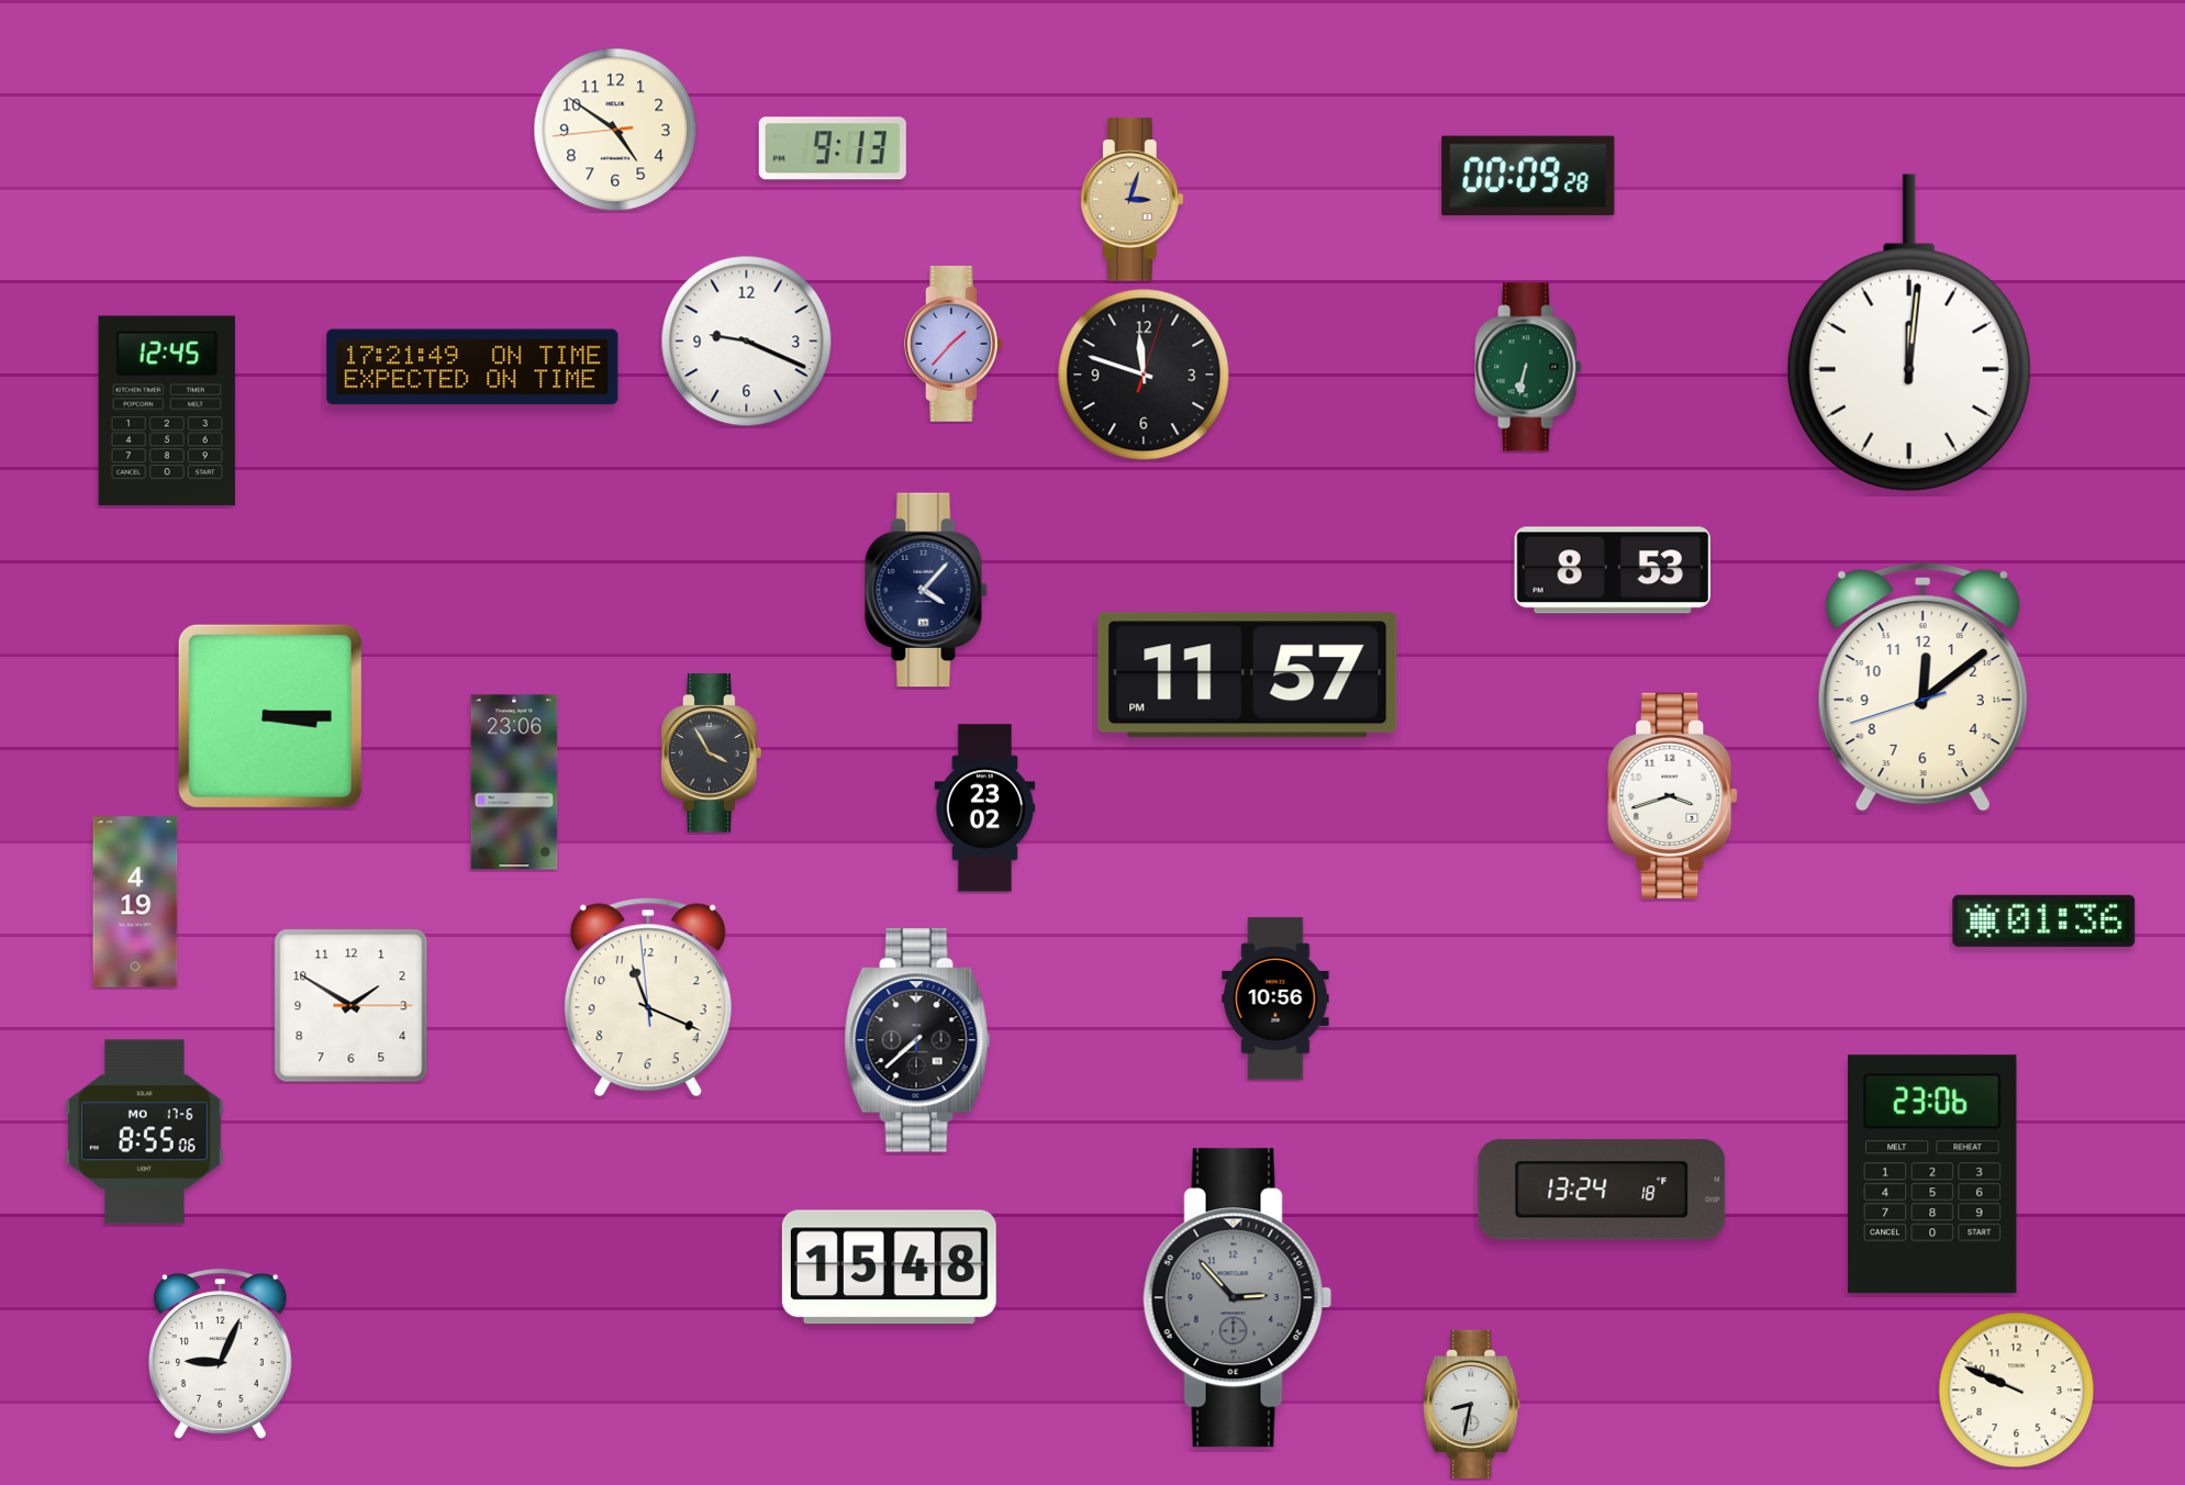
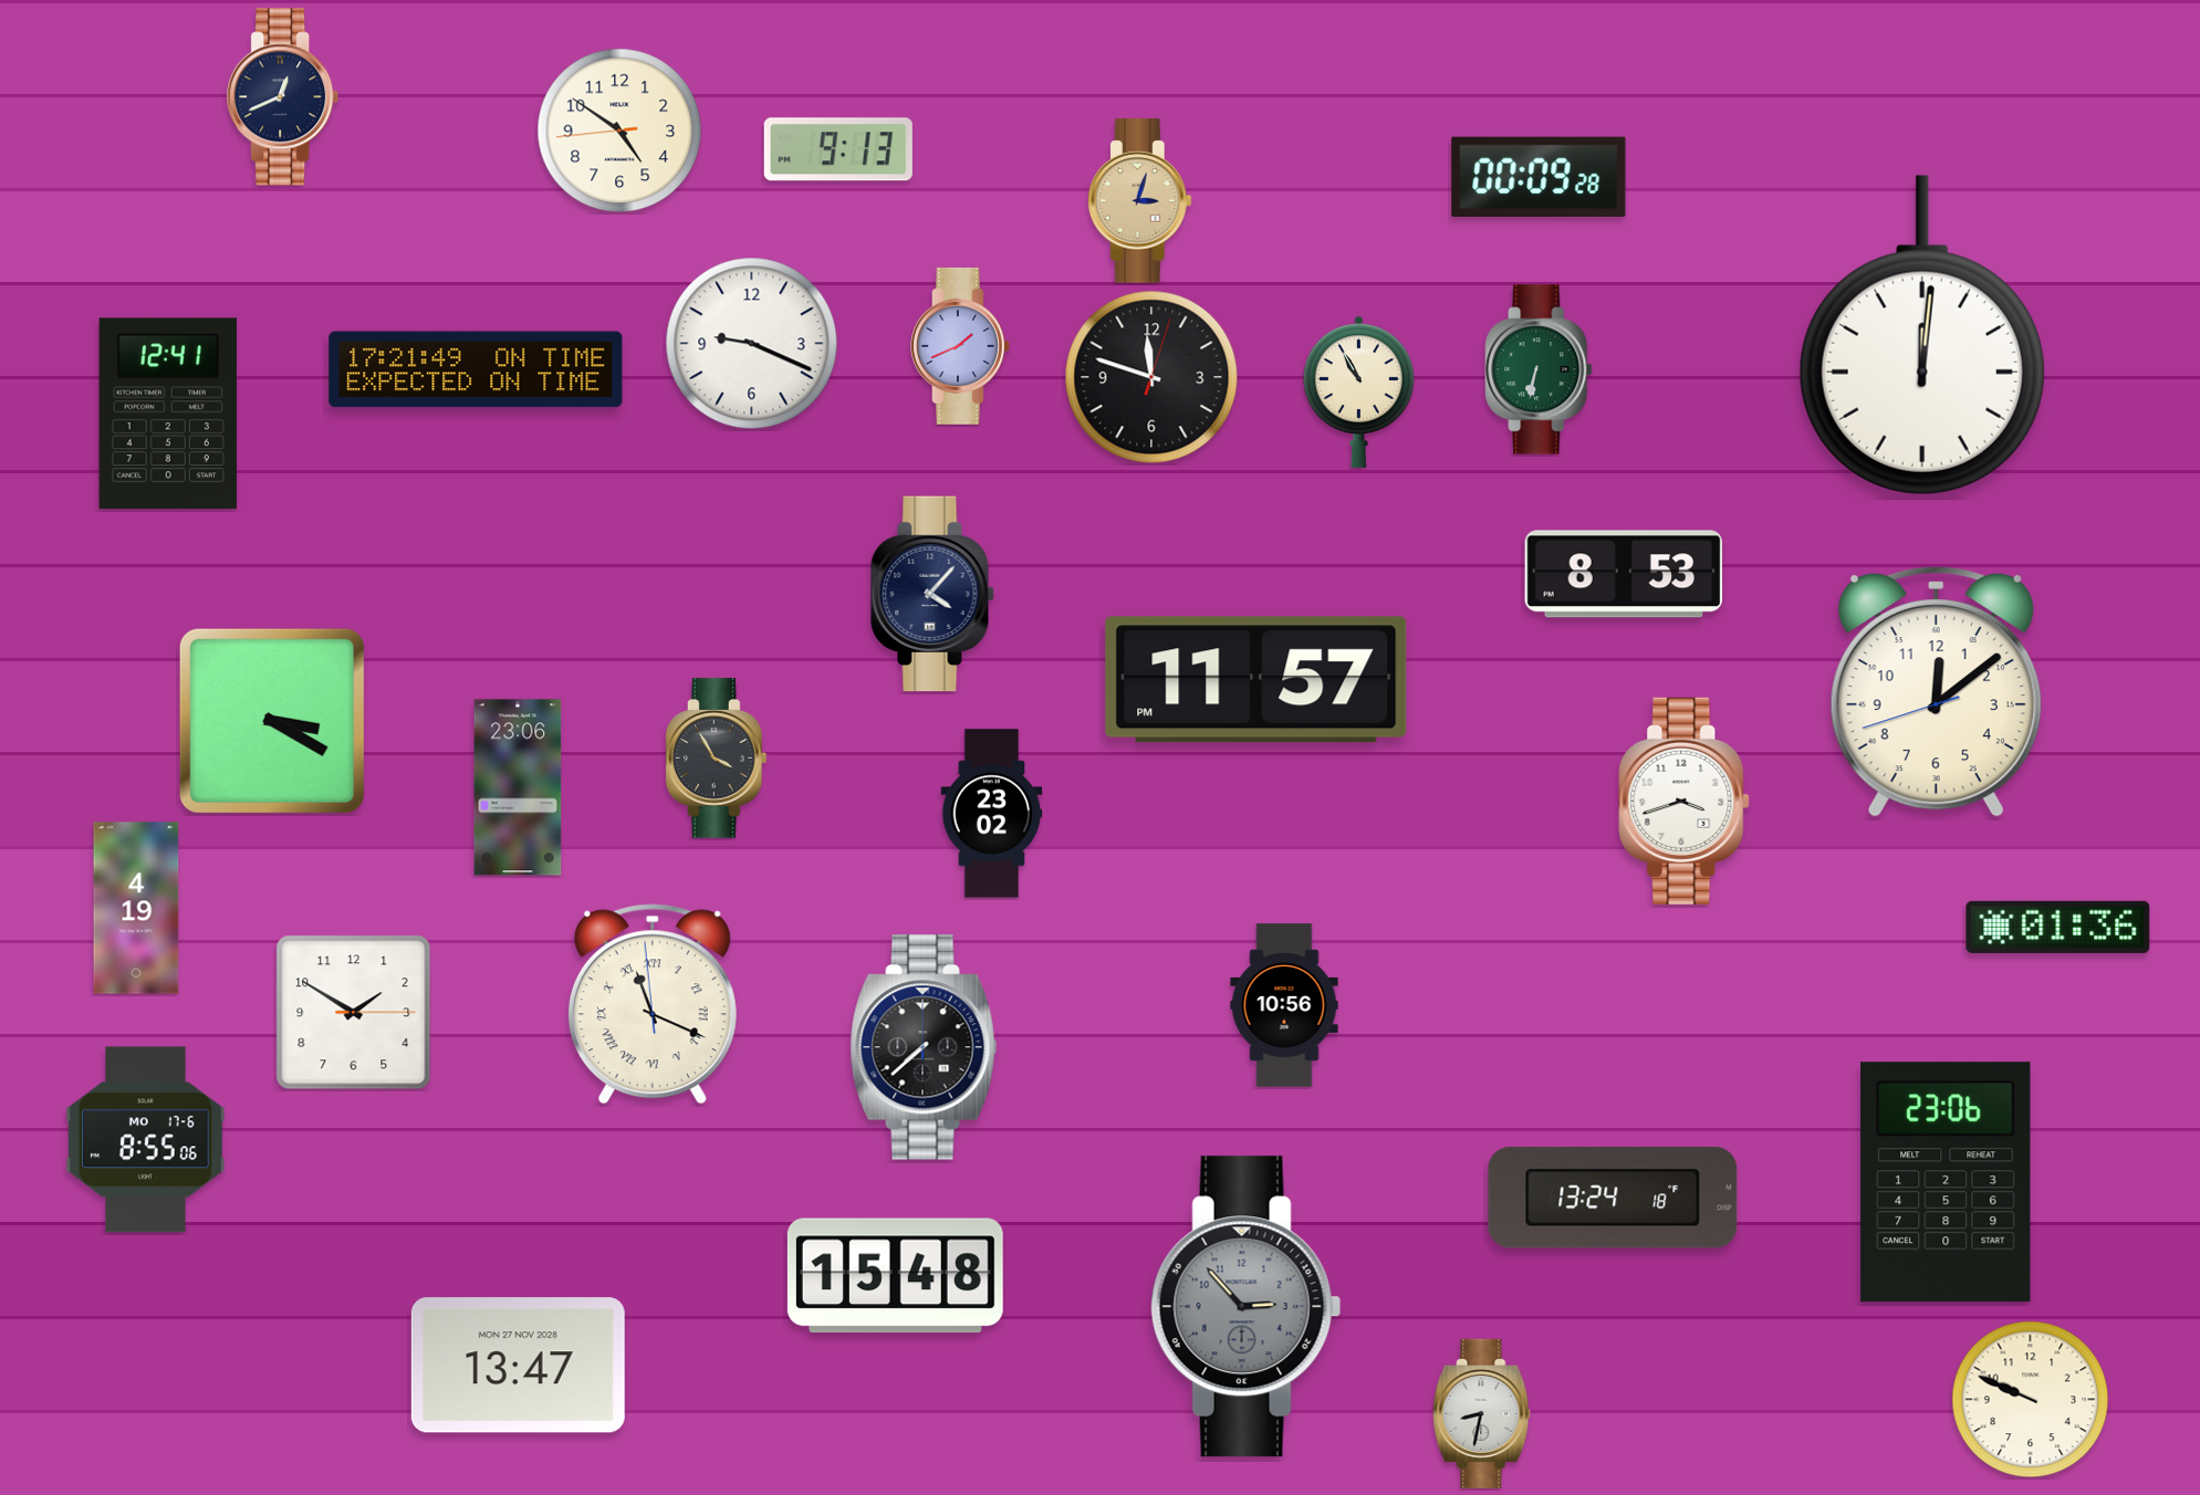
clock at (283, 97): none -> 12:41
clock at (955, 344): 1:37 -> 1:41
clock at (1359, 391): none -> 10:55
clock at (167, 411): 12:45 -> 12:41
clock at (270, 716): 3:15 -> 3:20
clock at (648, 997) numerals: Arabic -> Roman
clock at (220, 1354): 9:04 -> none
clock at (518, 1366): none -> 13:47
